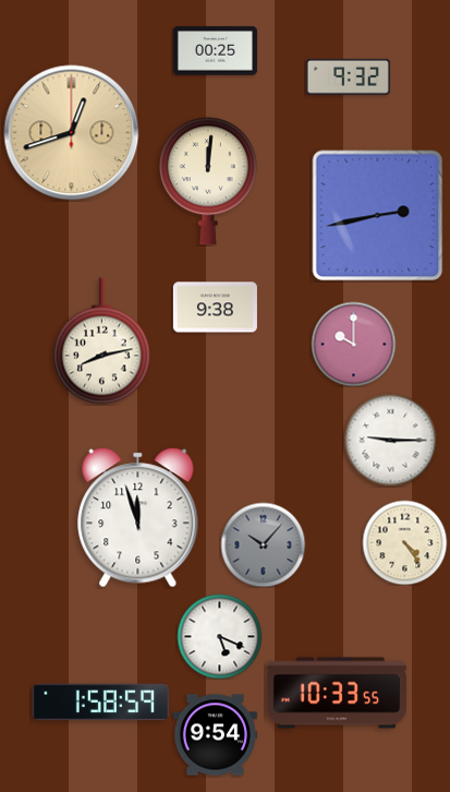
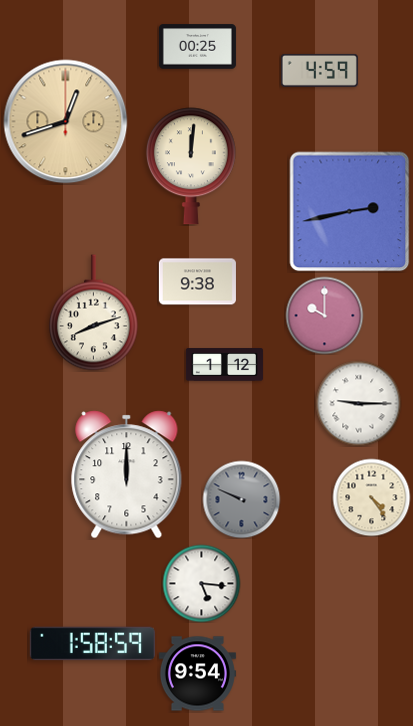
clock at (348, 76): 9:32 -> 4:59
clock at (378, 216) position: (378, 216) -> (350, 212)
clock at (101, 341): 8:13 -> 8:12
clock at (224, 365): none -> 1:12
clock at (138, 518): 11:57 -> 12:00
clock at (263, 544): 10:07 -> 9:49
clock at (219, 636): 5:19 -> 5:16
clock at (337, 693): 10:33 -> none
